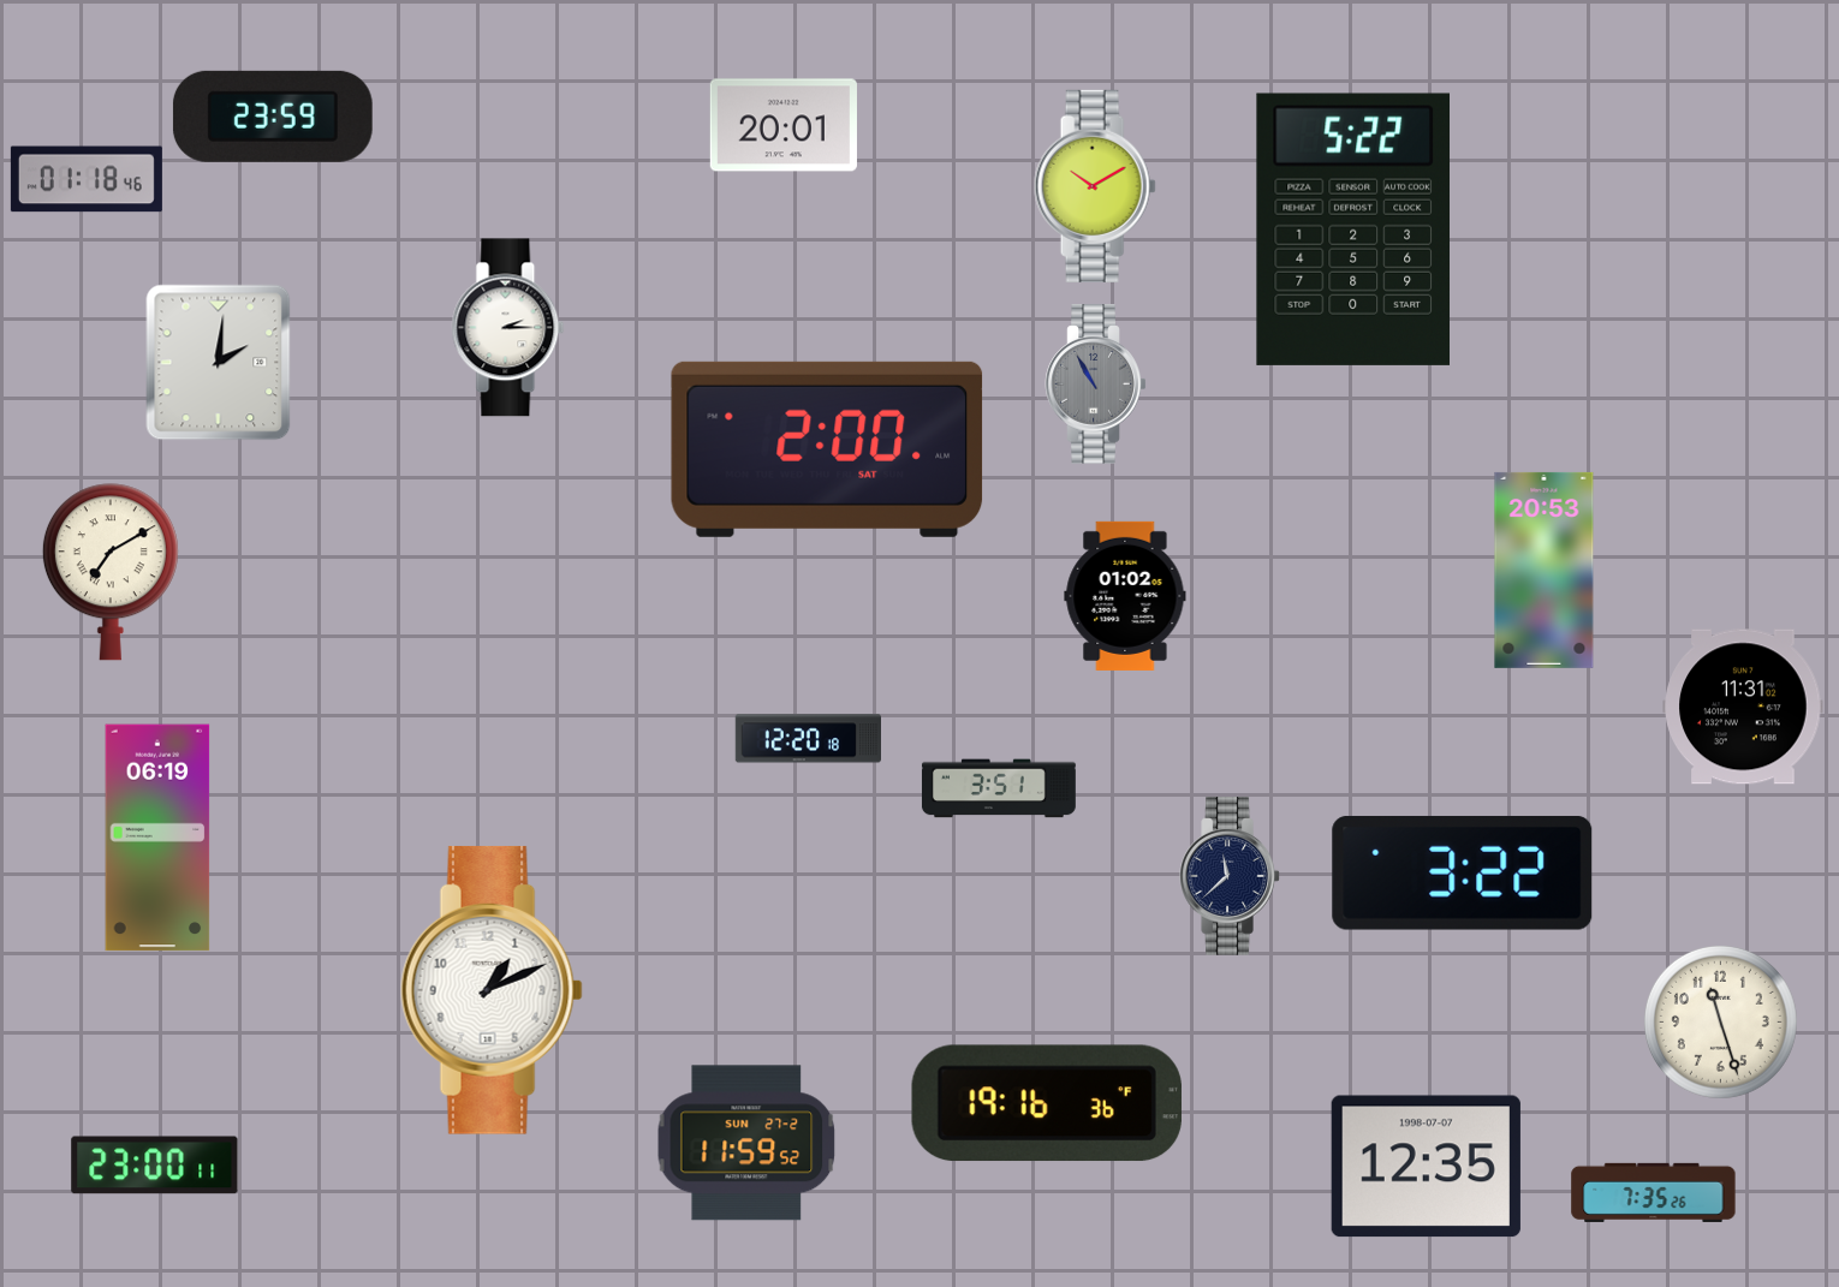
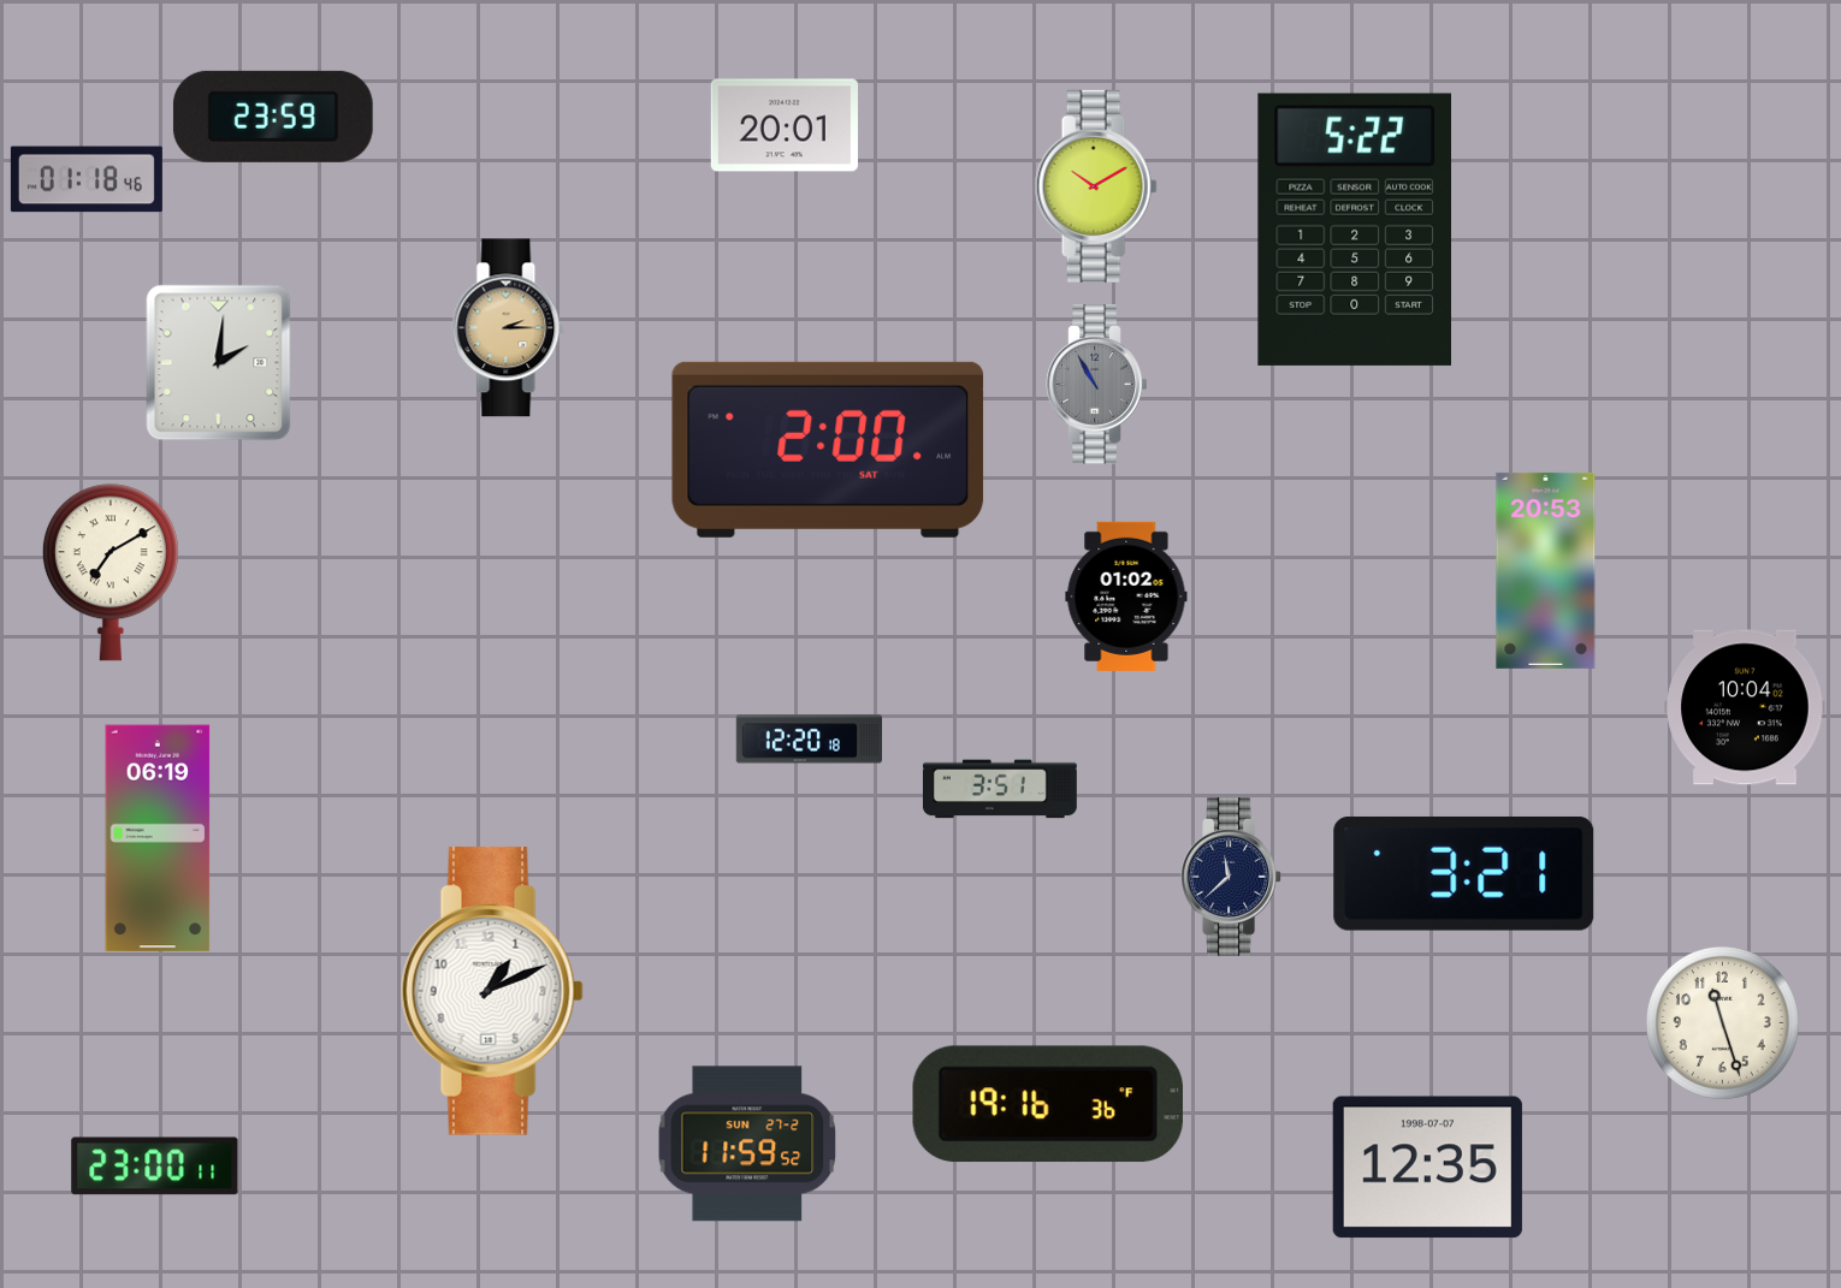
clock at (508, 328) dial: white -> champagne
clock at (1743, 707): 11:31 -> 10:04
clock at (1463, 872): 3:22 -> 3:21
clock at (1654, 1192): 7:35 -> none
